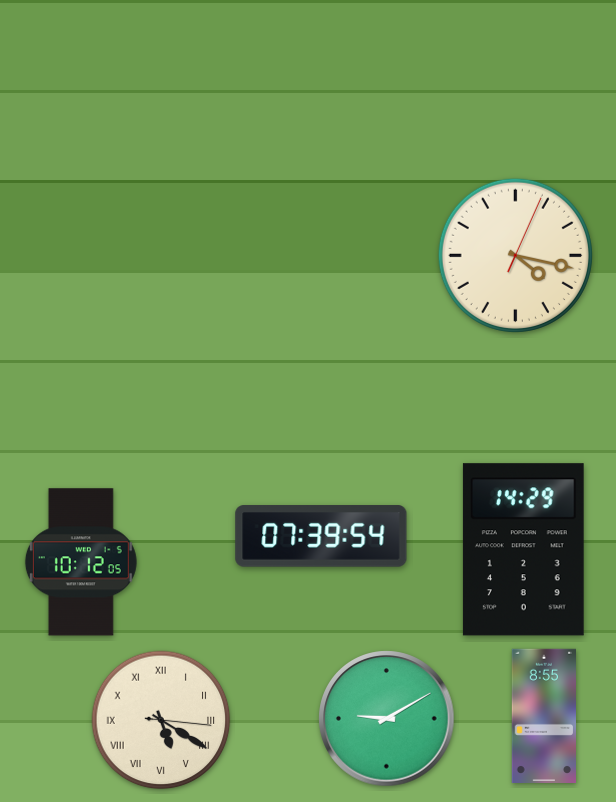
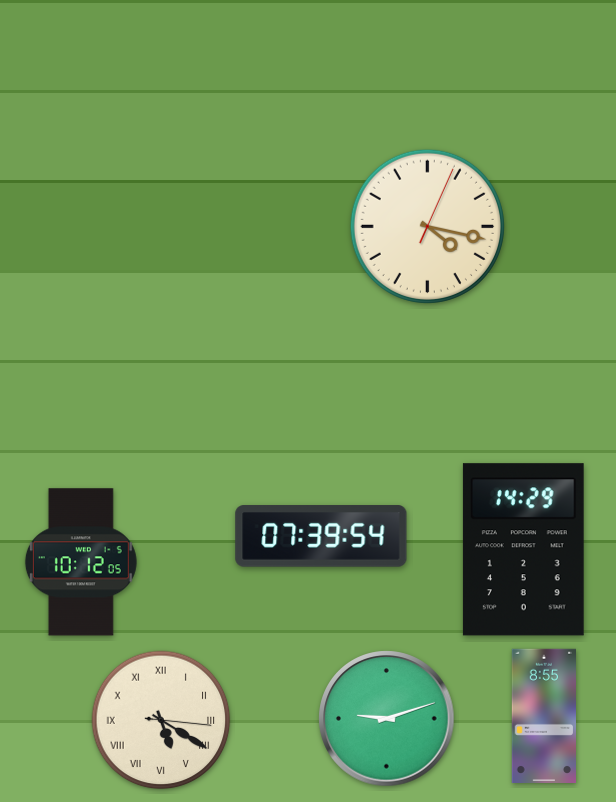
clock at (515, 255) position: (515, 255) -> (427, 226)
clock at (387, 719): 9:10 -> 9:12
